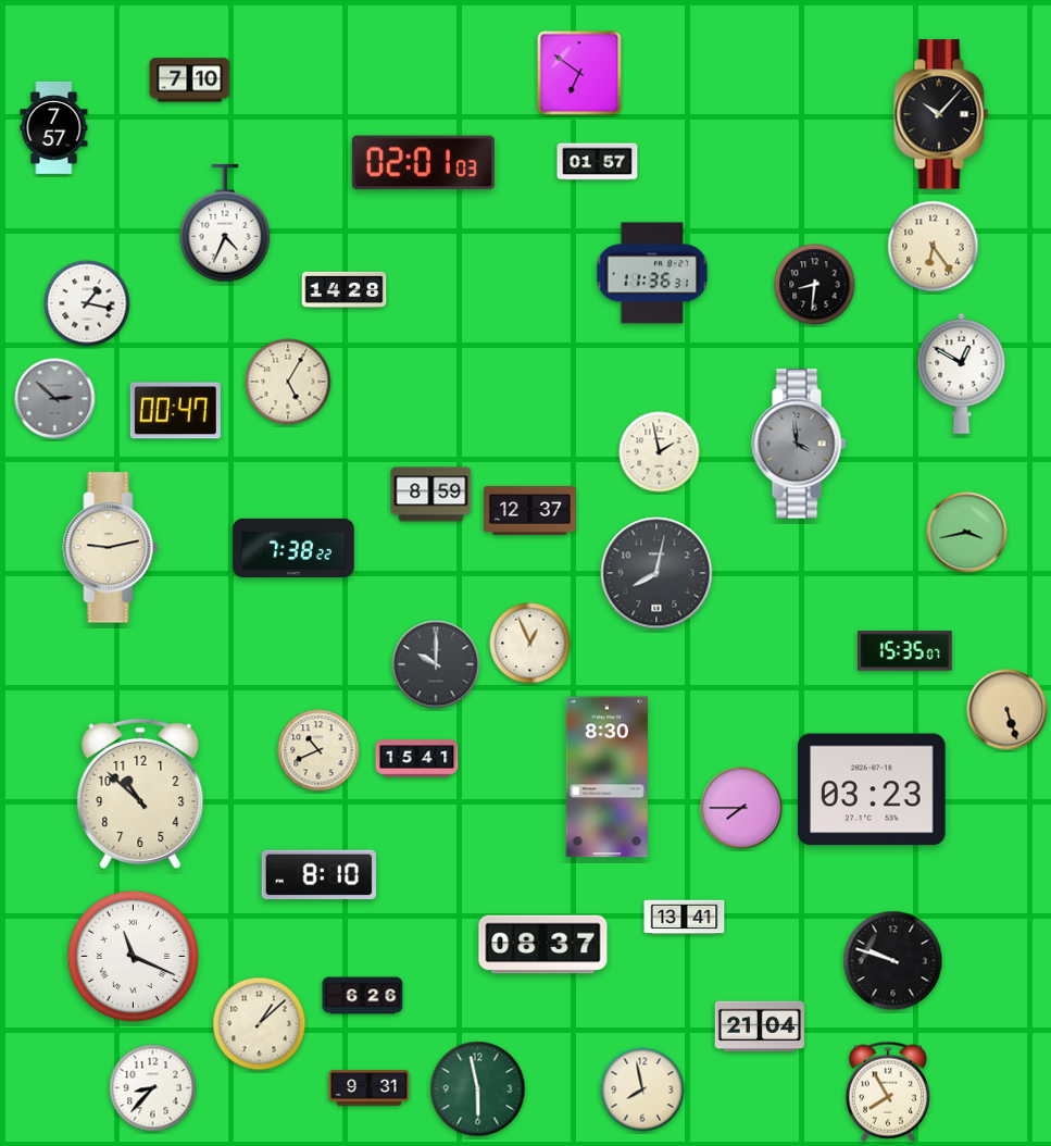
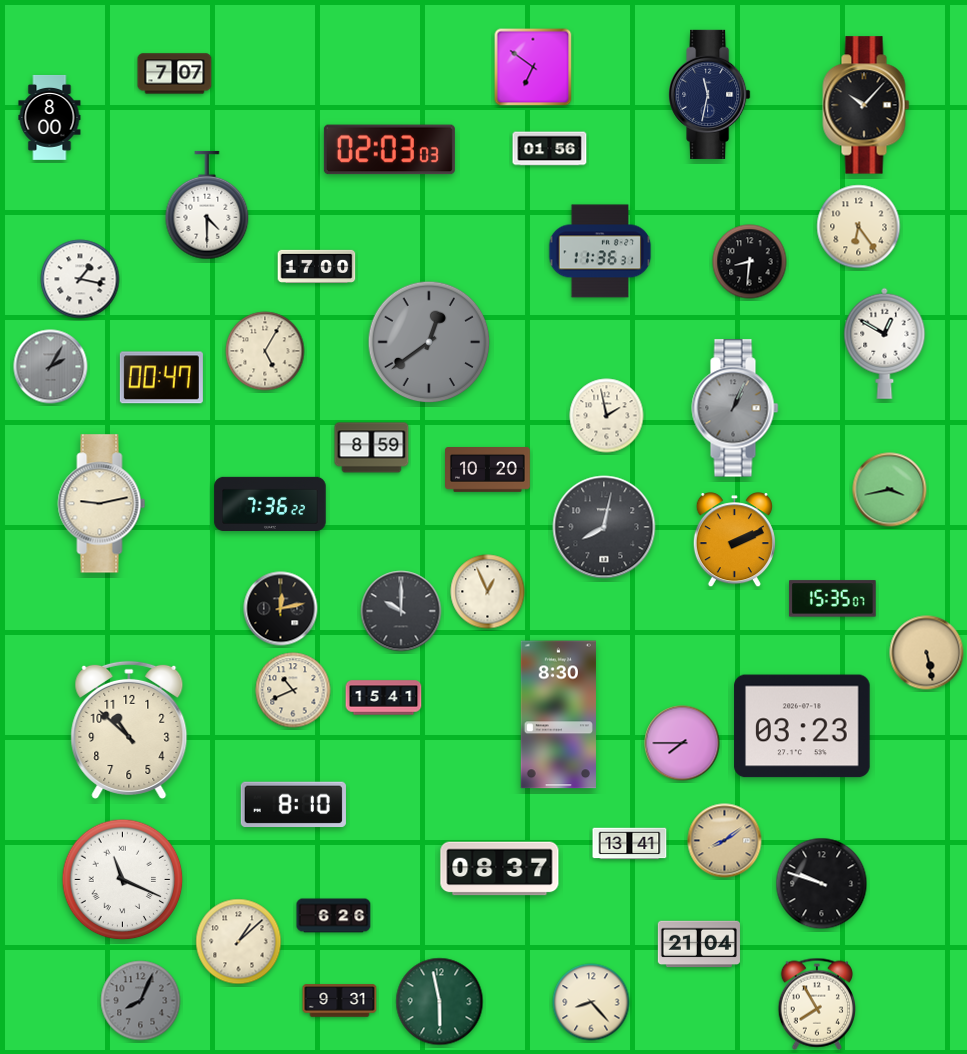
clock at (190, 80): 7:10 -> 7:07
clock at (710, 94): none -> 11:32
clock at (54, 128): 7:57 -> 8:00
clock at (598, 162): 01:57 -> 01:56
clock at (423, 163): 02:01 -> 02:03
clock at (225, 223): 4:34 -> 4:30
clock at (345, 289): 14:28 -> 17:00
clock at (429, 342): none -> 12:39
clock at (55, 399): 2:52 -> 2:05
clock at (799, 444): 3:59 -> 1:04
clock at (431, 495) position: (431, 495) -> (372, 448)
clock at (530, 511): 12:37 -> 10:20
clock at (293, 547): 7:38 -> 7:36
clock at (734, 540): none -> 2:11
clock at (281, 609): none -> 12:13
clock at (1008, 710): 5:27 -> 5:28
clock at (725, 841): none -> 8:09
clock at (153, 1088): 8:37 -> 8:04
clock at (153, 1088) dial: white -> grey
clock at (642, 1089): 7:58 -> 8:23
